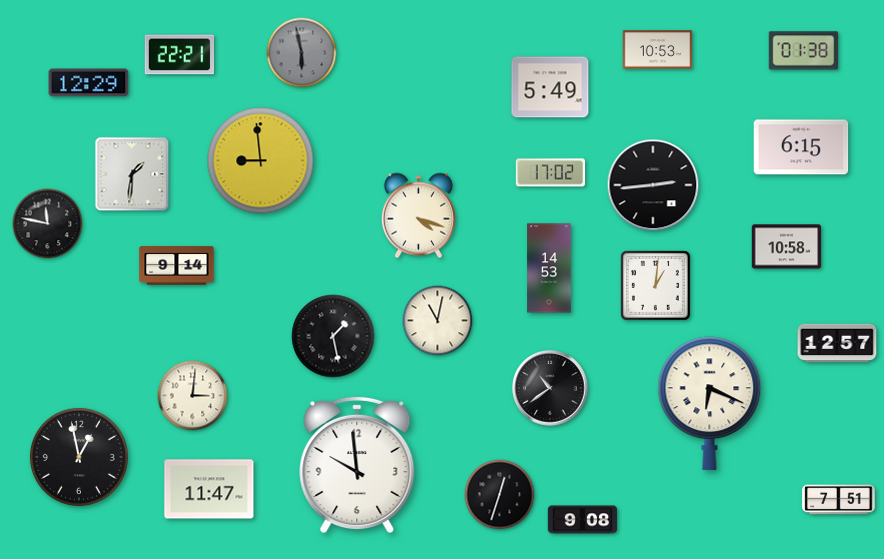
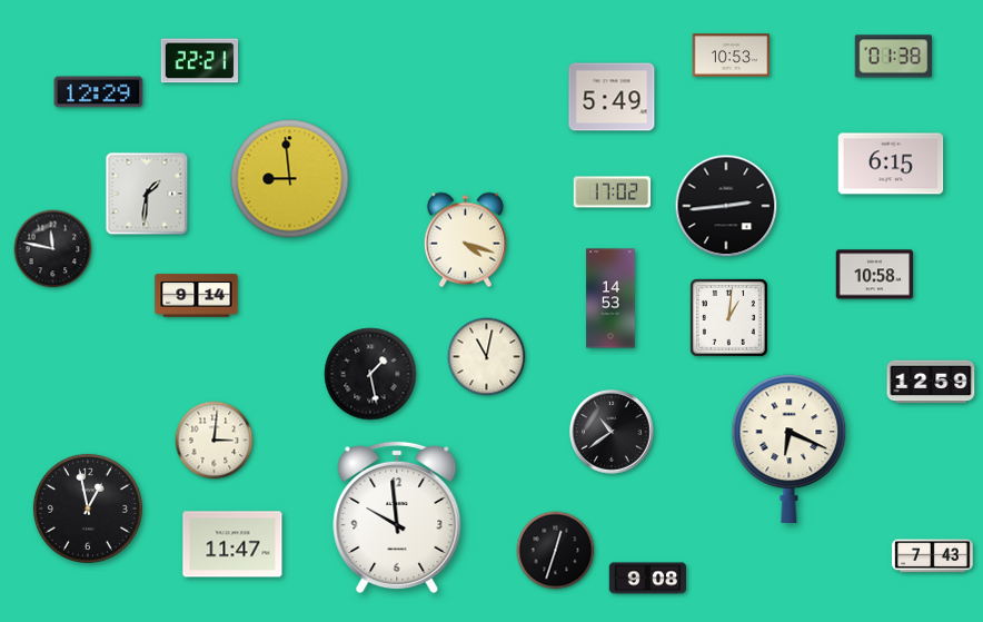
clock at (302, 53): 5:58 -> none
clock at (837, 343): 12:57 -> 12:59
clock at (839, 500): 7:51 -> 7:43
